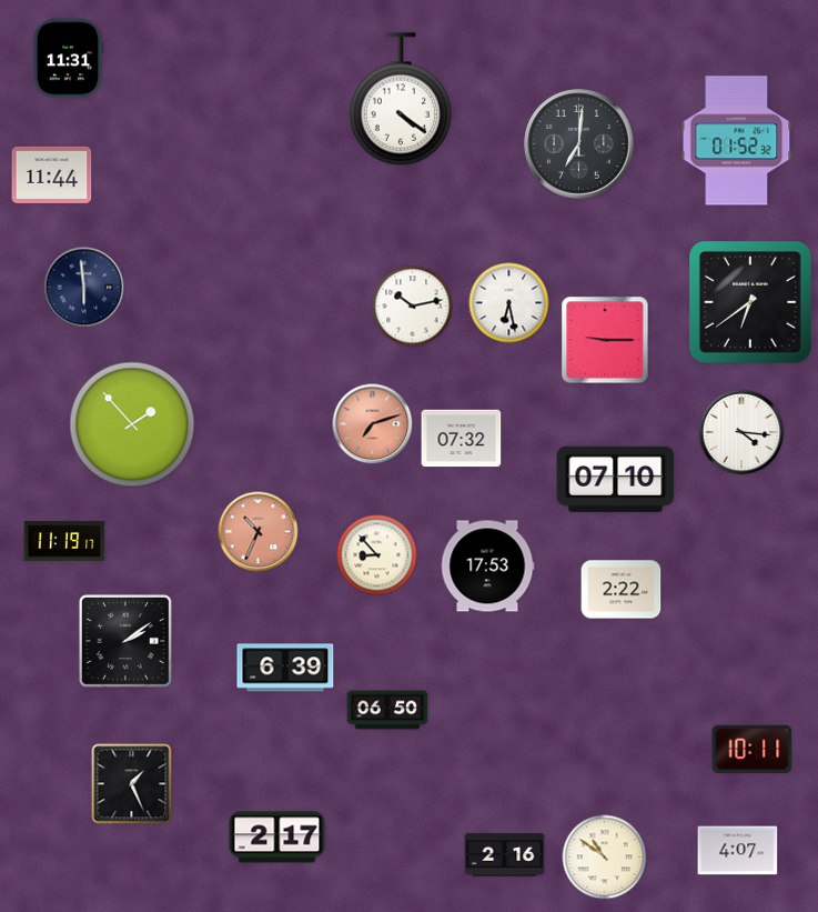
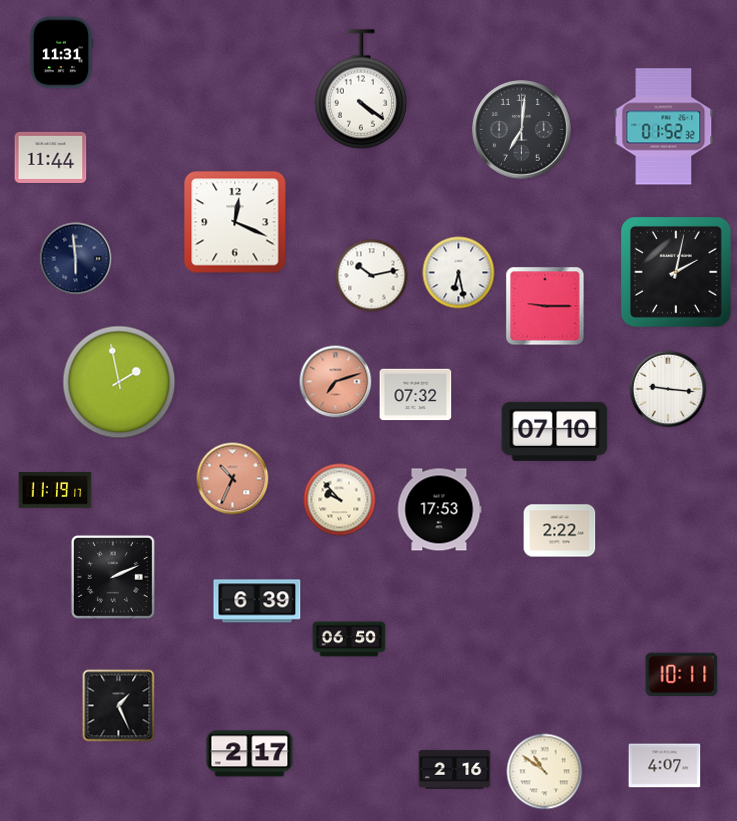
clock at (52, 174) position: (52, 174) -> (51, 157)
clock at (235, 222): none -> 12:19
clock at (750, 302): 6:39 -> 2:02
clock at (132, 424): 1:53 -> 1:58
clock at (741, 432): 4:16 -> 9:16
clock at (64, 541) position: (64, 541) -> (55, 490)
clock at (377, 555): 8:53 -> 9:53
clock at (125, 641): 2:09 -> 2:11
clock at (753, 749) position: (753, 749) -> (682, 674)
